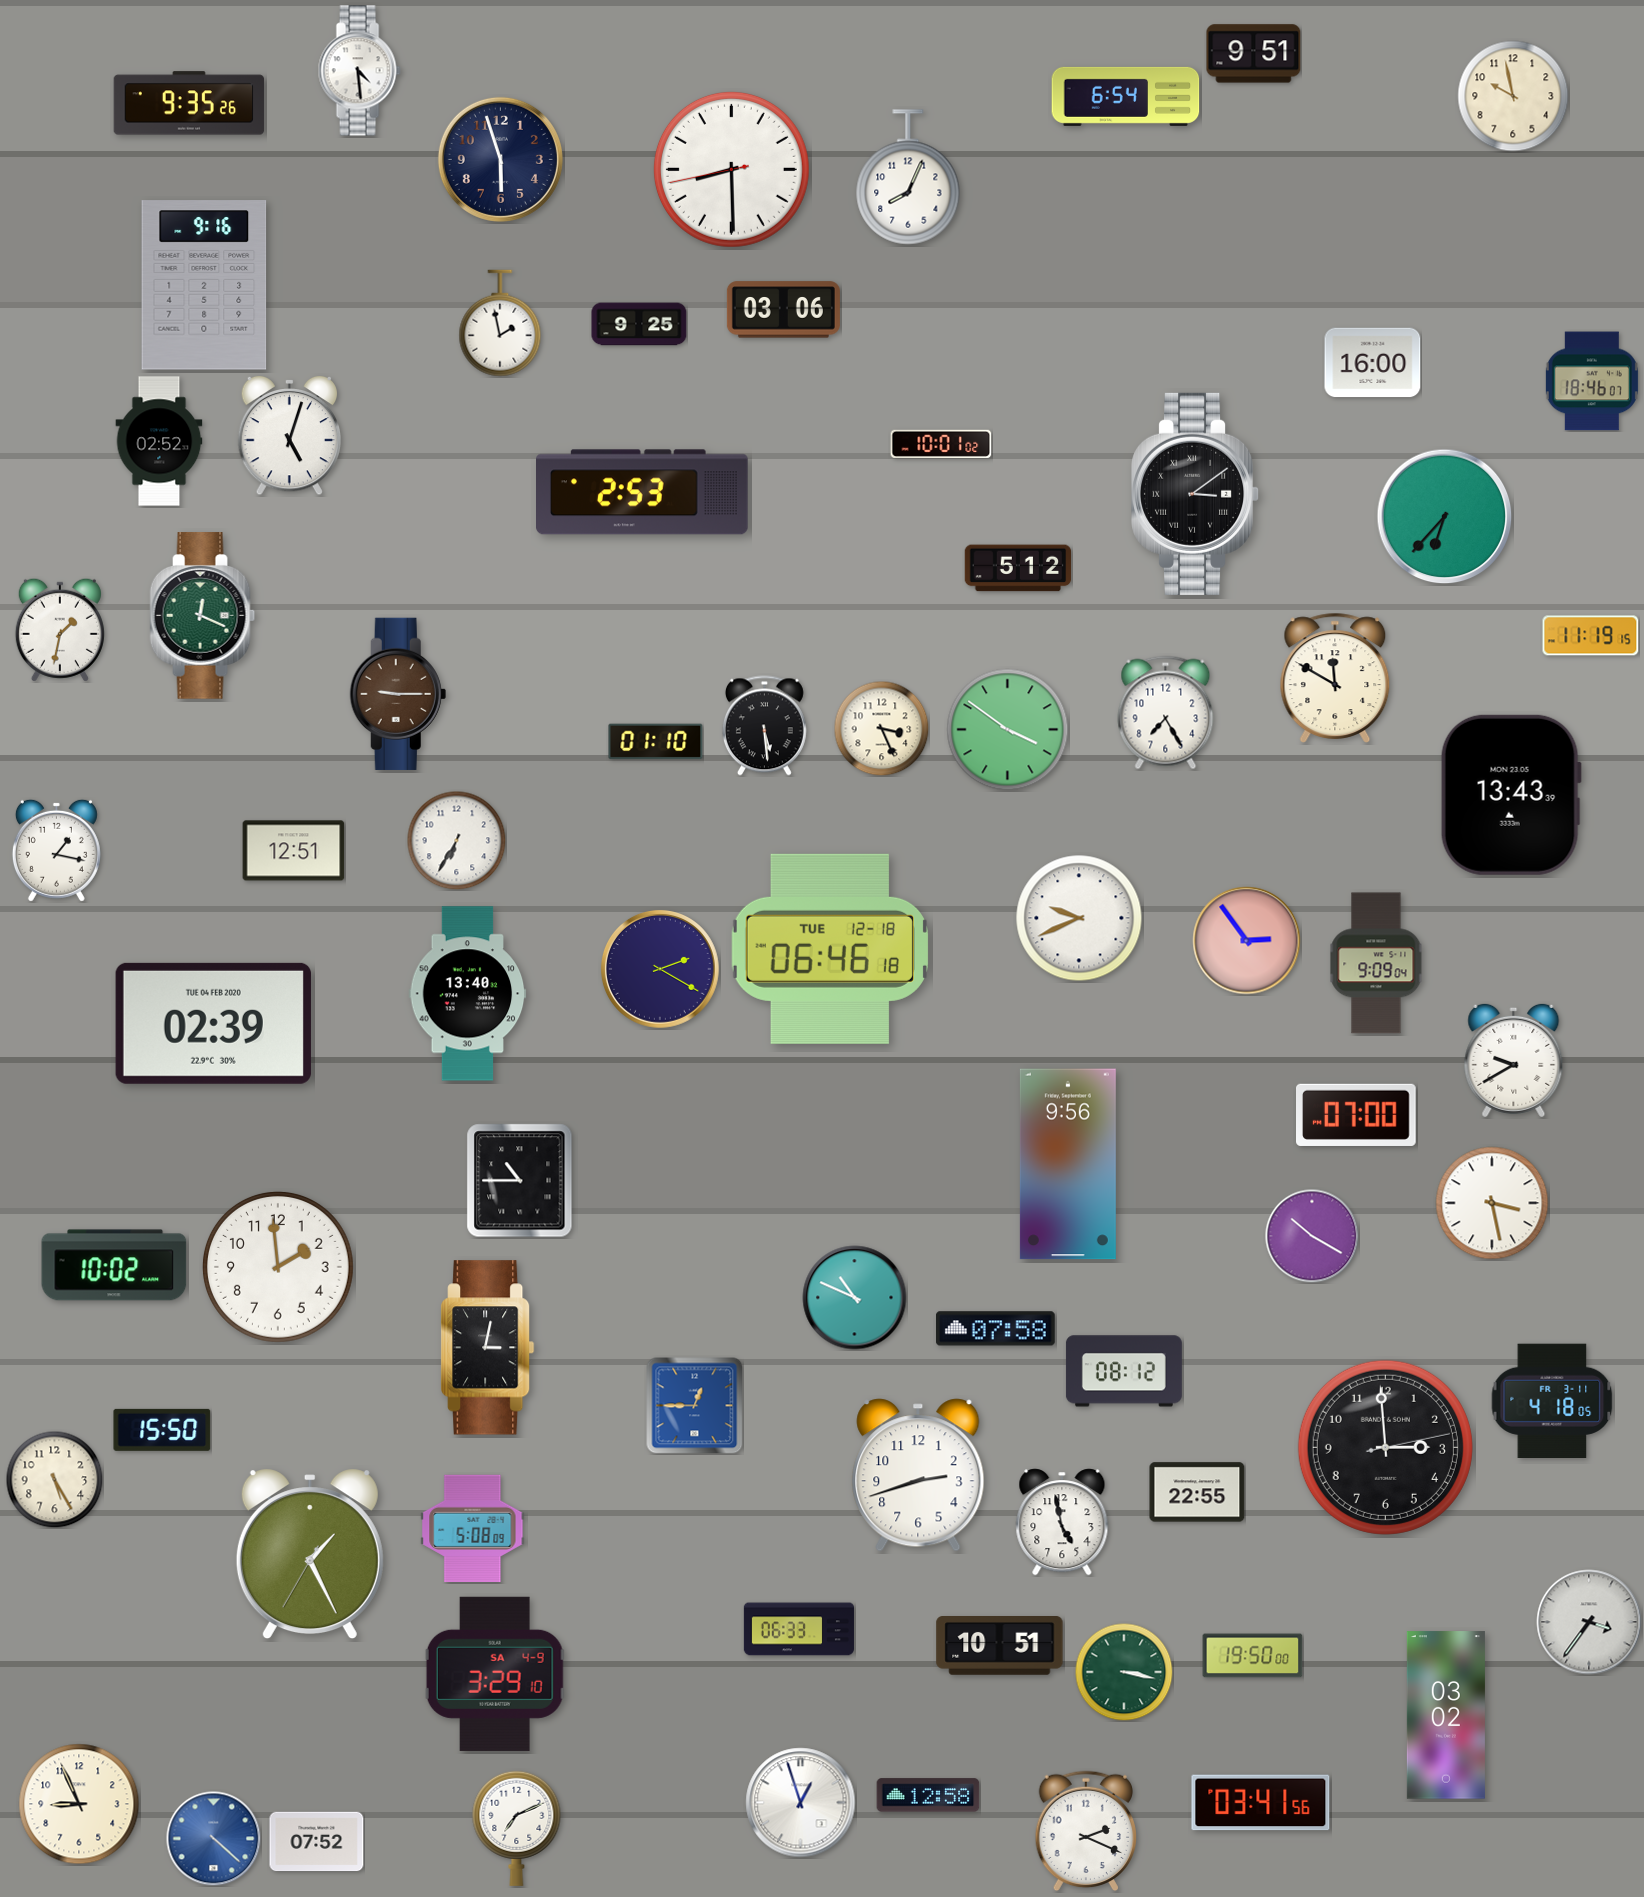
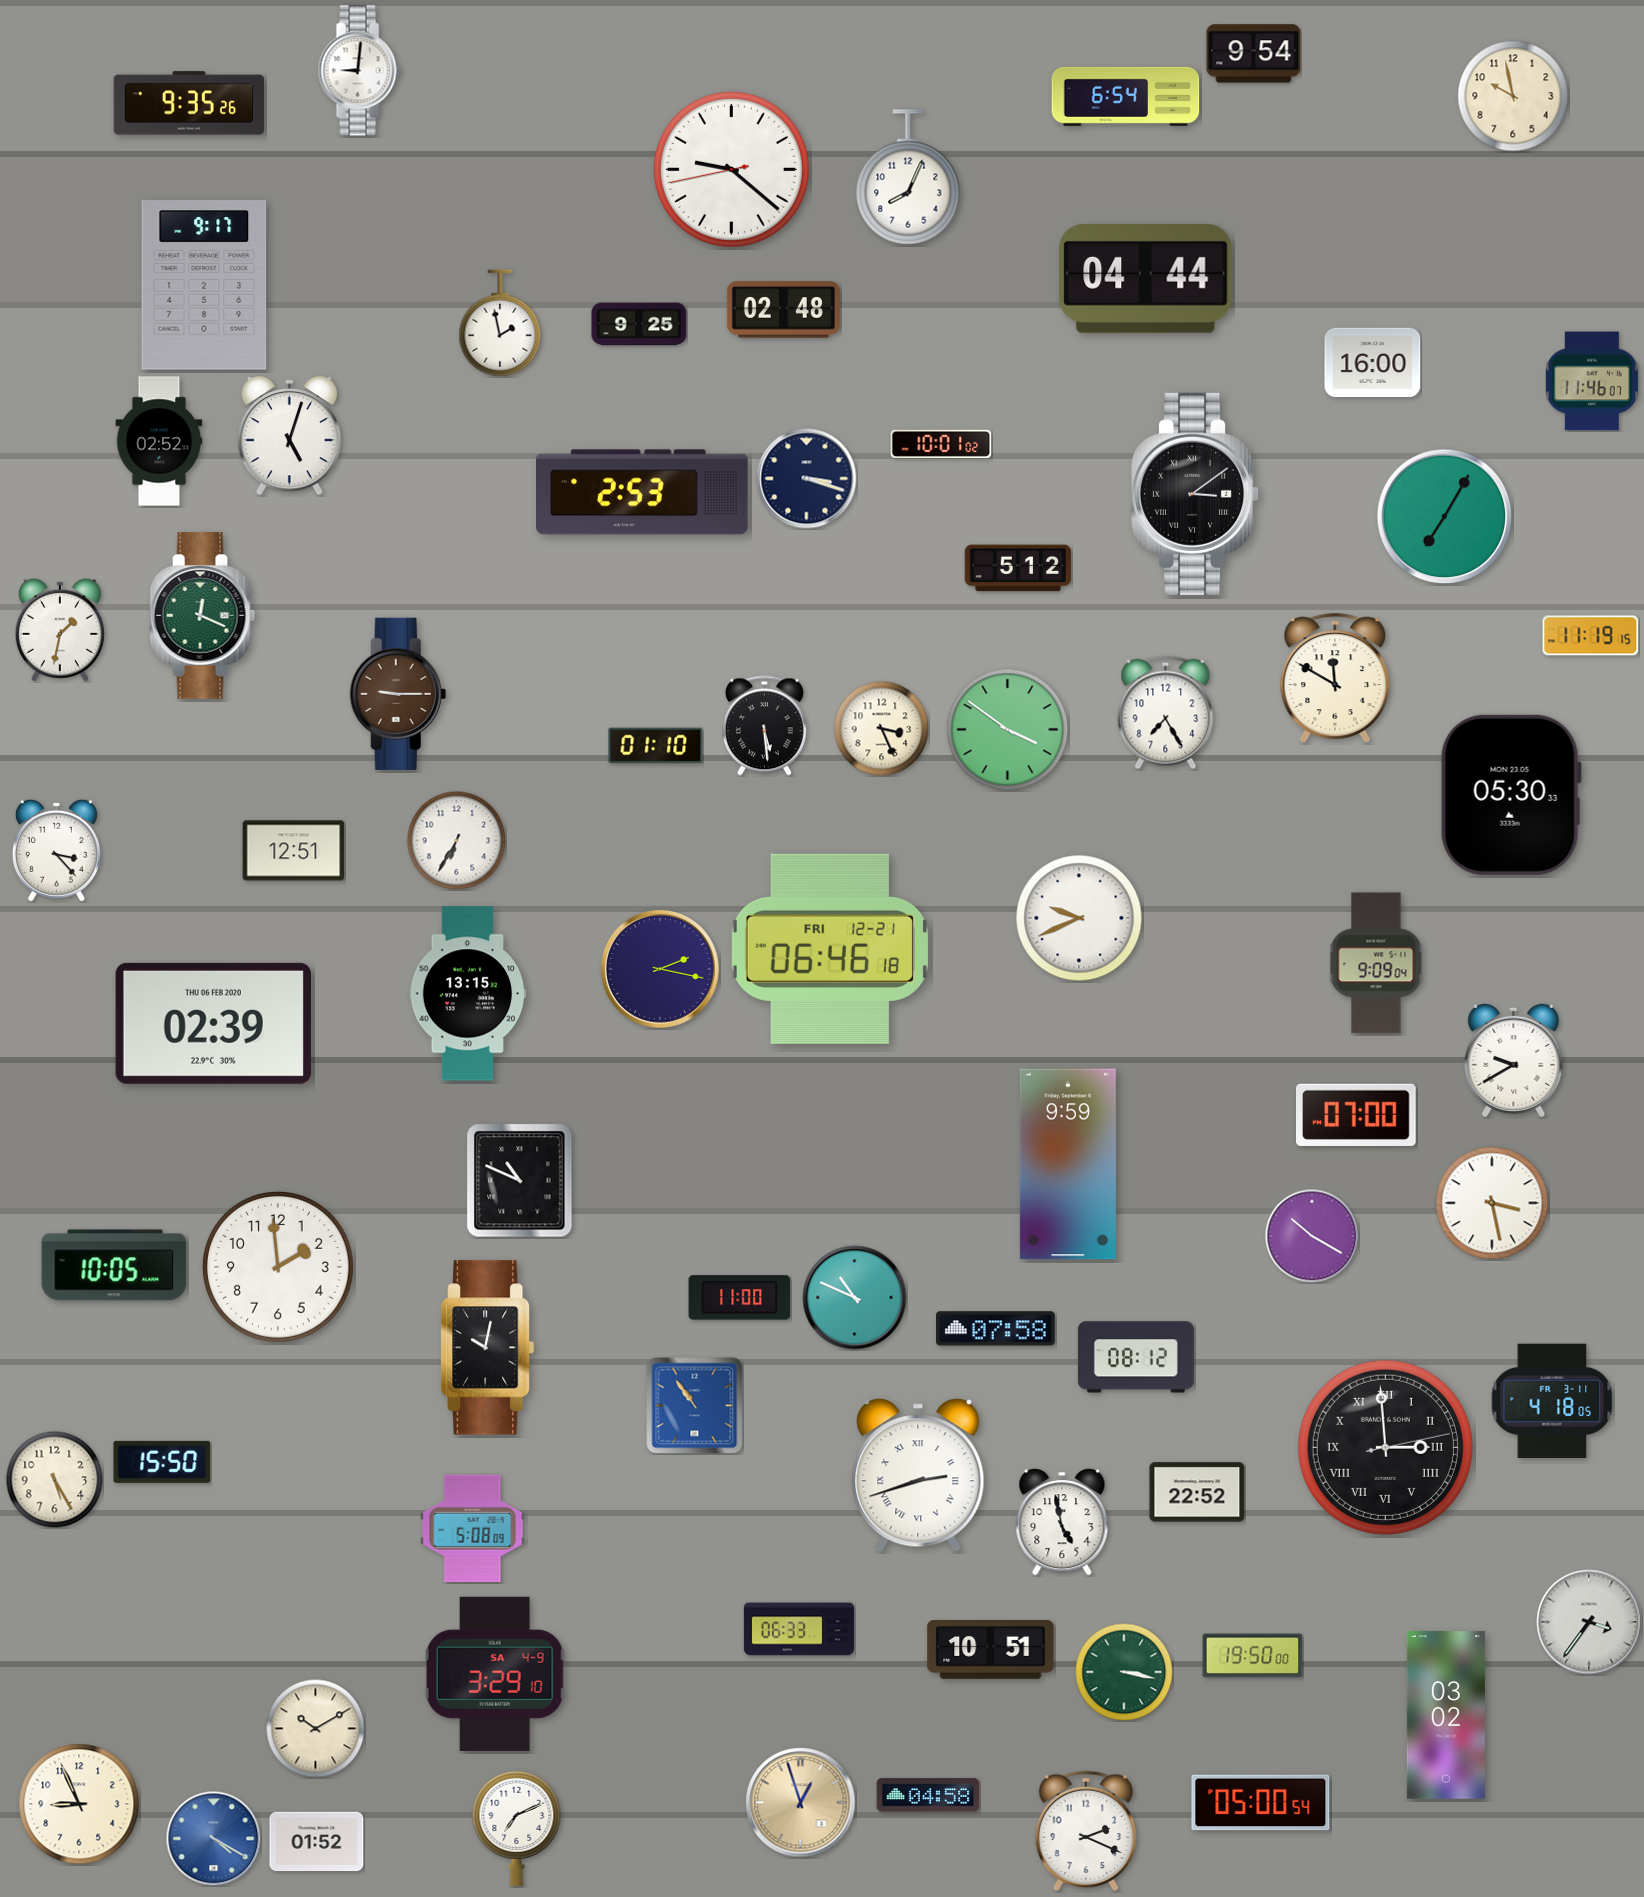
clock at (1254, 54): 9:51 -> 9:54
clock at (359, 71): 4:29 -> 9:01
clock at (500, 159): 5:57 -> none
clock at (731, 169): 8:29 -> 9:21
clock at (1146, 278): none -> 04:44
clock at (204, 285): 9:16 -> 9:17
clock at (783, 310): 03:06 -> 02:48
clock at (1592, 381): 18:46 -> 11:46
clock at (807, 479): none -> 3:18
clock at (1445, 517): 6:37 -> 7:05
clock at (656, 742) position: (656, 742) -> (656, 746)
clock at (1511, 795): 13:43 -> 05:30
clock at (56, 850): 1:17 -> 3:23
clock at (1247, 941): 2:54 -> none
clock at (830, 949) date: TUE 12-18 -> FRI 12-21
clock at (660, 969): 2:20 -> 2:17
clock at (468, 994): 13:40 -> 13:15
clock at (213, 1023) date: TUE 04 FEB 2020 -> THU 06 FEB 2020
clock at (1068, 1164): 9:56 -> 9:59
clock at (520, 1181): 10:45 -> 10:49
clock at (114, 1265): 10:02 -> 10:05
clock at (740, 1298): none -> 11:00
clock at (488, 1348): 3:02 -> 10:02
clock at (1124, 1371) position: (1124, 1371) -> (1136, 1357)
clock at (695, 1406): 12:45 -> 10:54
clock at (162, 1430) position: (162, 1430) -> (162, 1462)
clock at (1385, 1447) numerals: Arabic -> Roman
clock at (918, 1475) numerals: Arabic -> Roman
clock at (1197, 1492): 22:55 -> 22:52
clock at (310, 1554): 1:25 -> none
clock at (1000, 1646) position: (1000, 1646) -> (991, 1650)
clock at (316, 1729): none -> 10:10
clock at (928, 1795): 12:58 -> 04:58
clock at (801, 1803) dial: white -> champagne
clock at (1261, 1803): 03:41 -> 05:00
clock at (213, 1838): 4:22 -> 4:20
clock at (317, 1842): 07:52 -> 01:52
